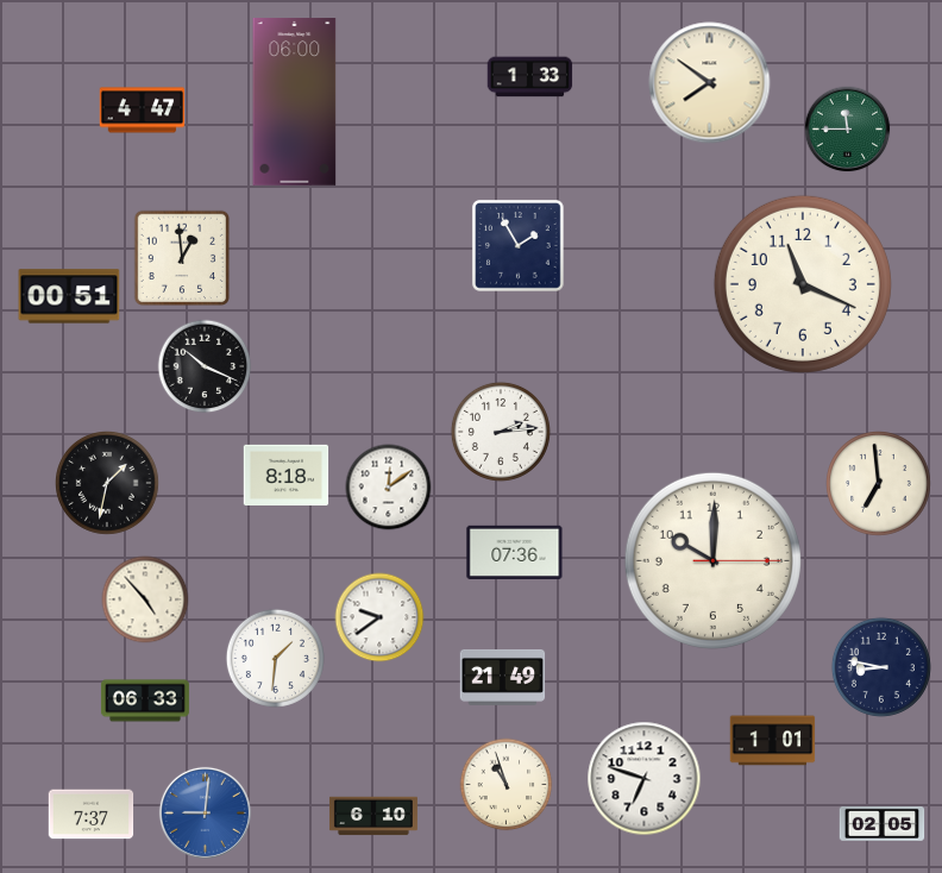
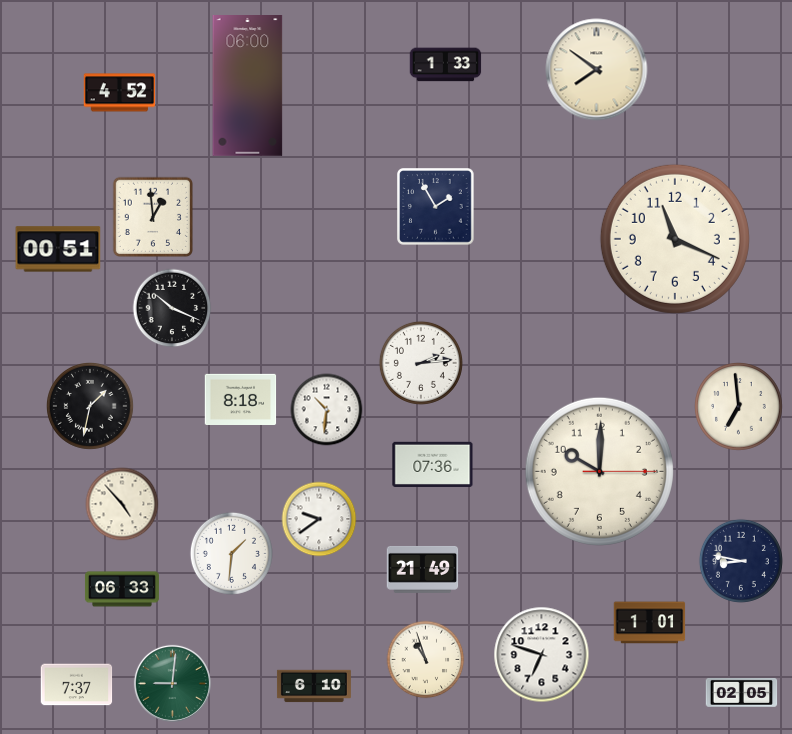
clock at (143, 111): 4:47 -> 4:52
clock at (848, 130): 11:45 -> none
clock at (389, 488): 12:09 -> 10:31
clock at (205, 812) dial: blue -> green
